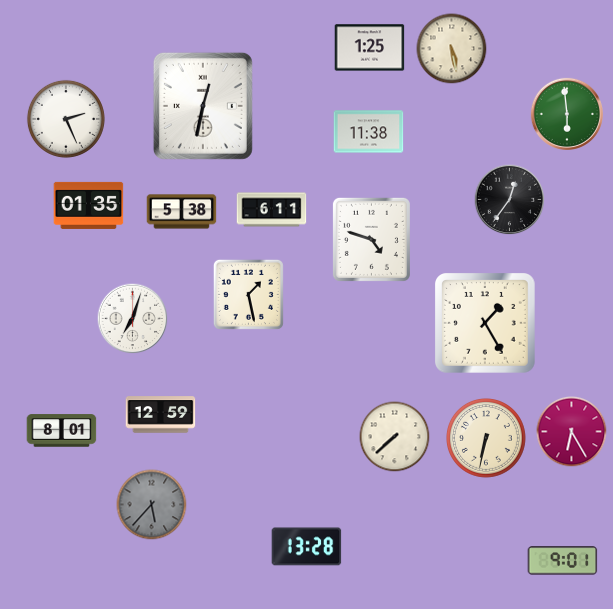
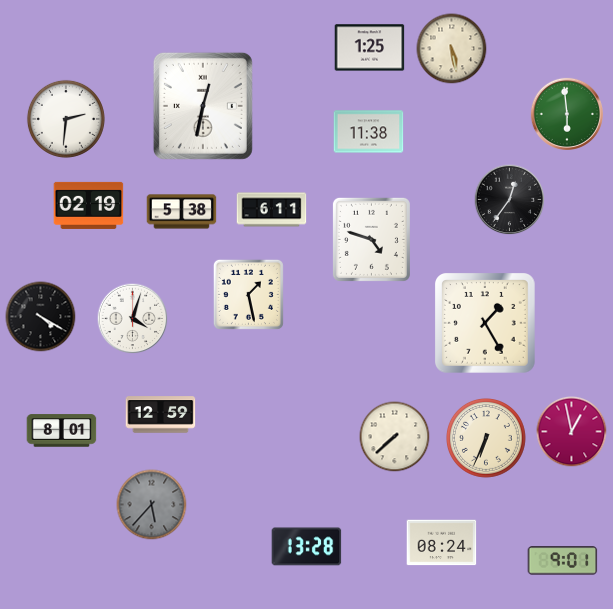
clock at (66, 119): 2:26 -> 2:31
clock at (89, 205): 01:35 -> 02:19
clock at (41, 317): none -> 4:20
clock at (133, 319): 7:03 -> 4:03
clock at (572, 432): 6:25 -> 12:58
clock at (487, 439): 6:32 -> 6:34
clock at (442, 543): none -> 08:24
